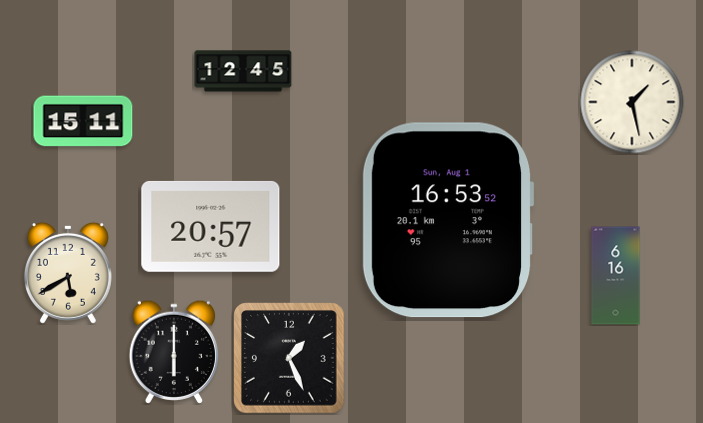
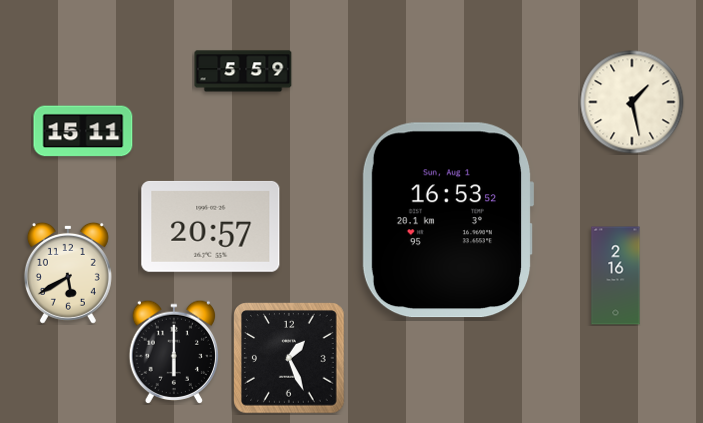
clock at (243, 71): 12:45 -> 5:59
clock at (83, 121) position: (83, 121) -> (83, 131)
clock at (616, 276): 6:16 -> 2:16
